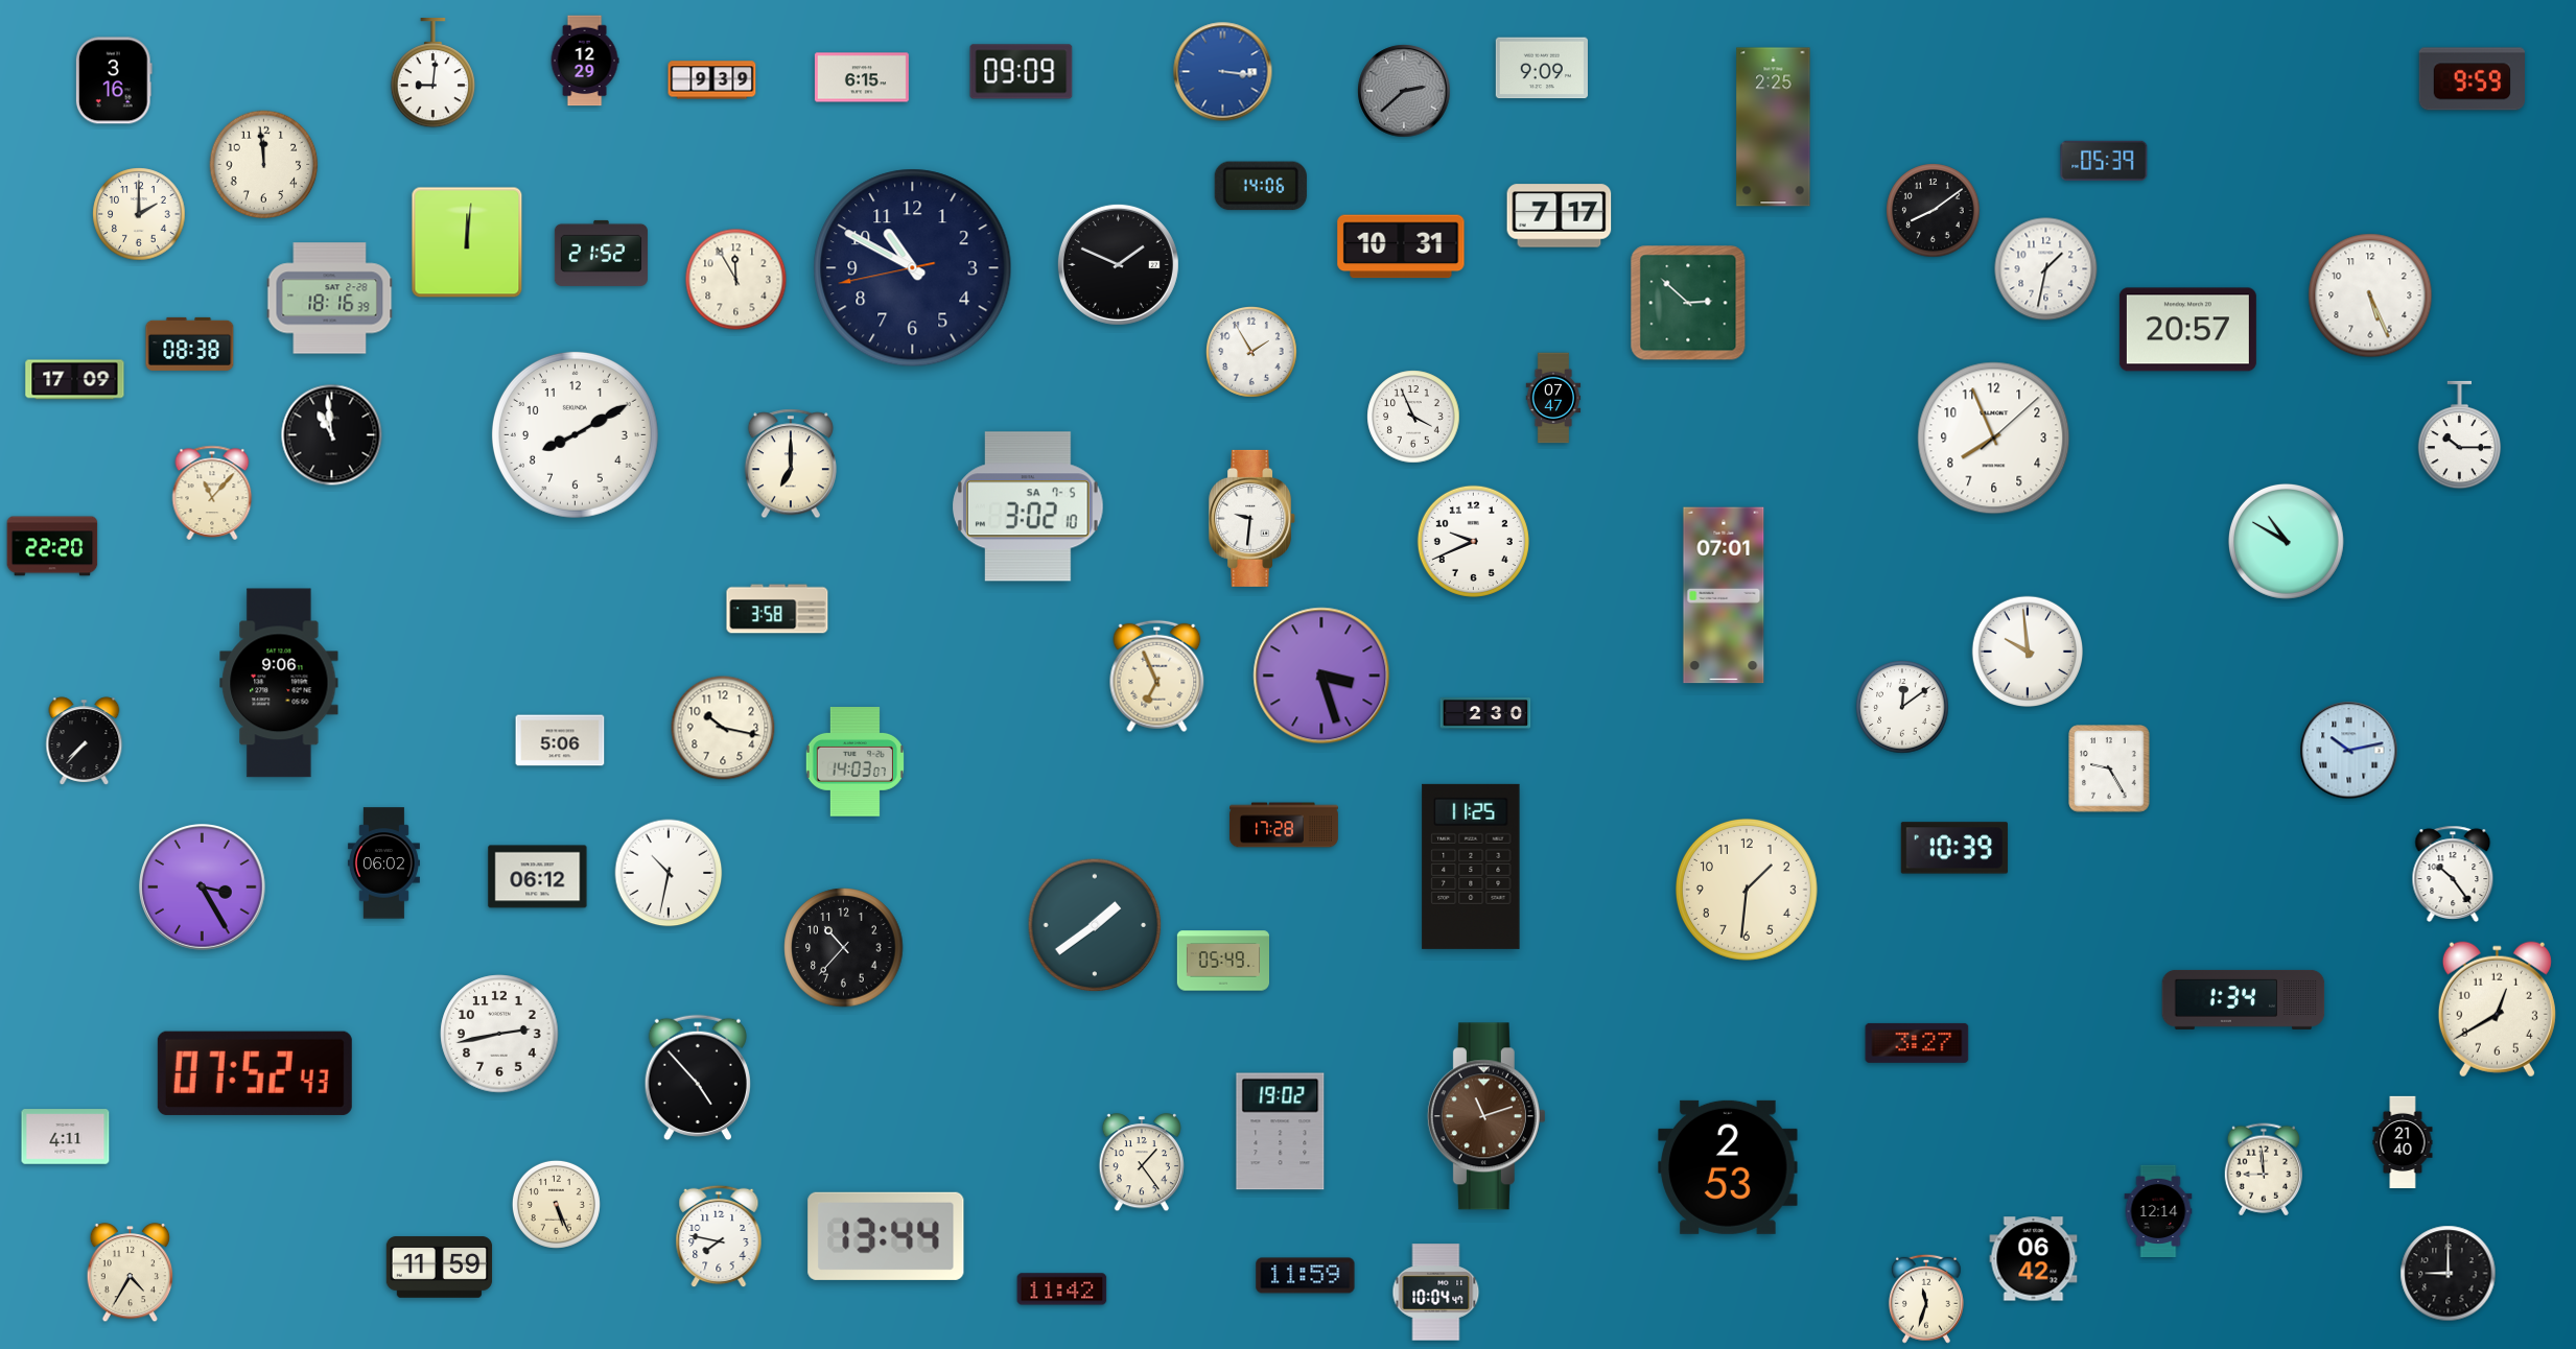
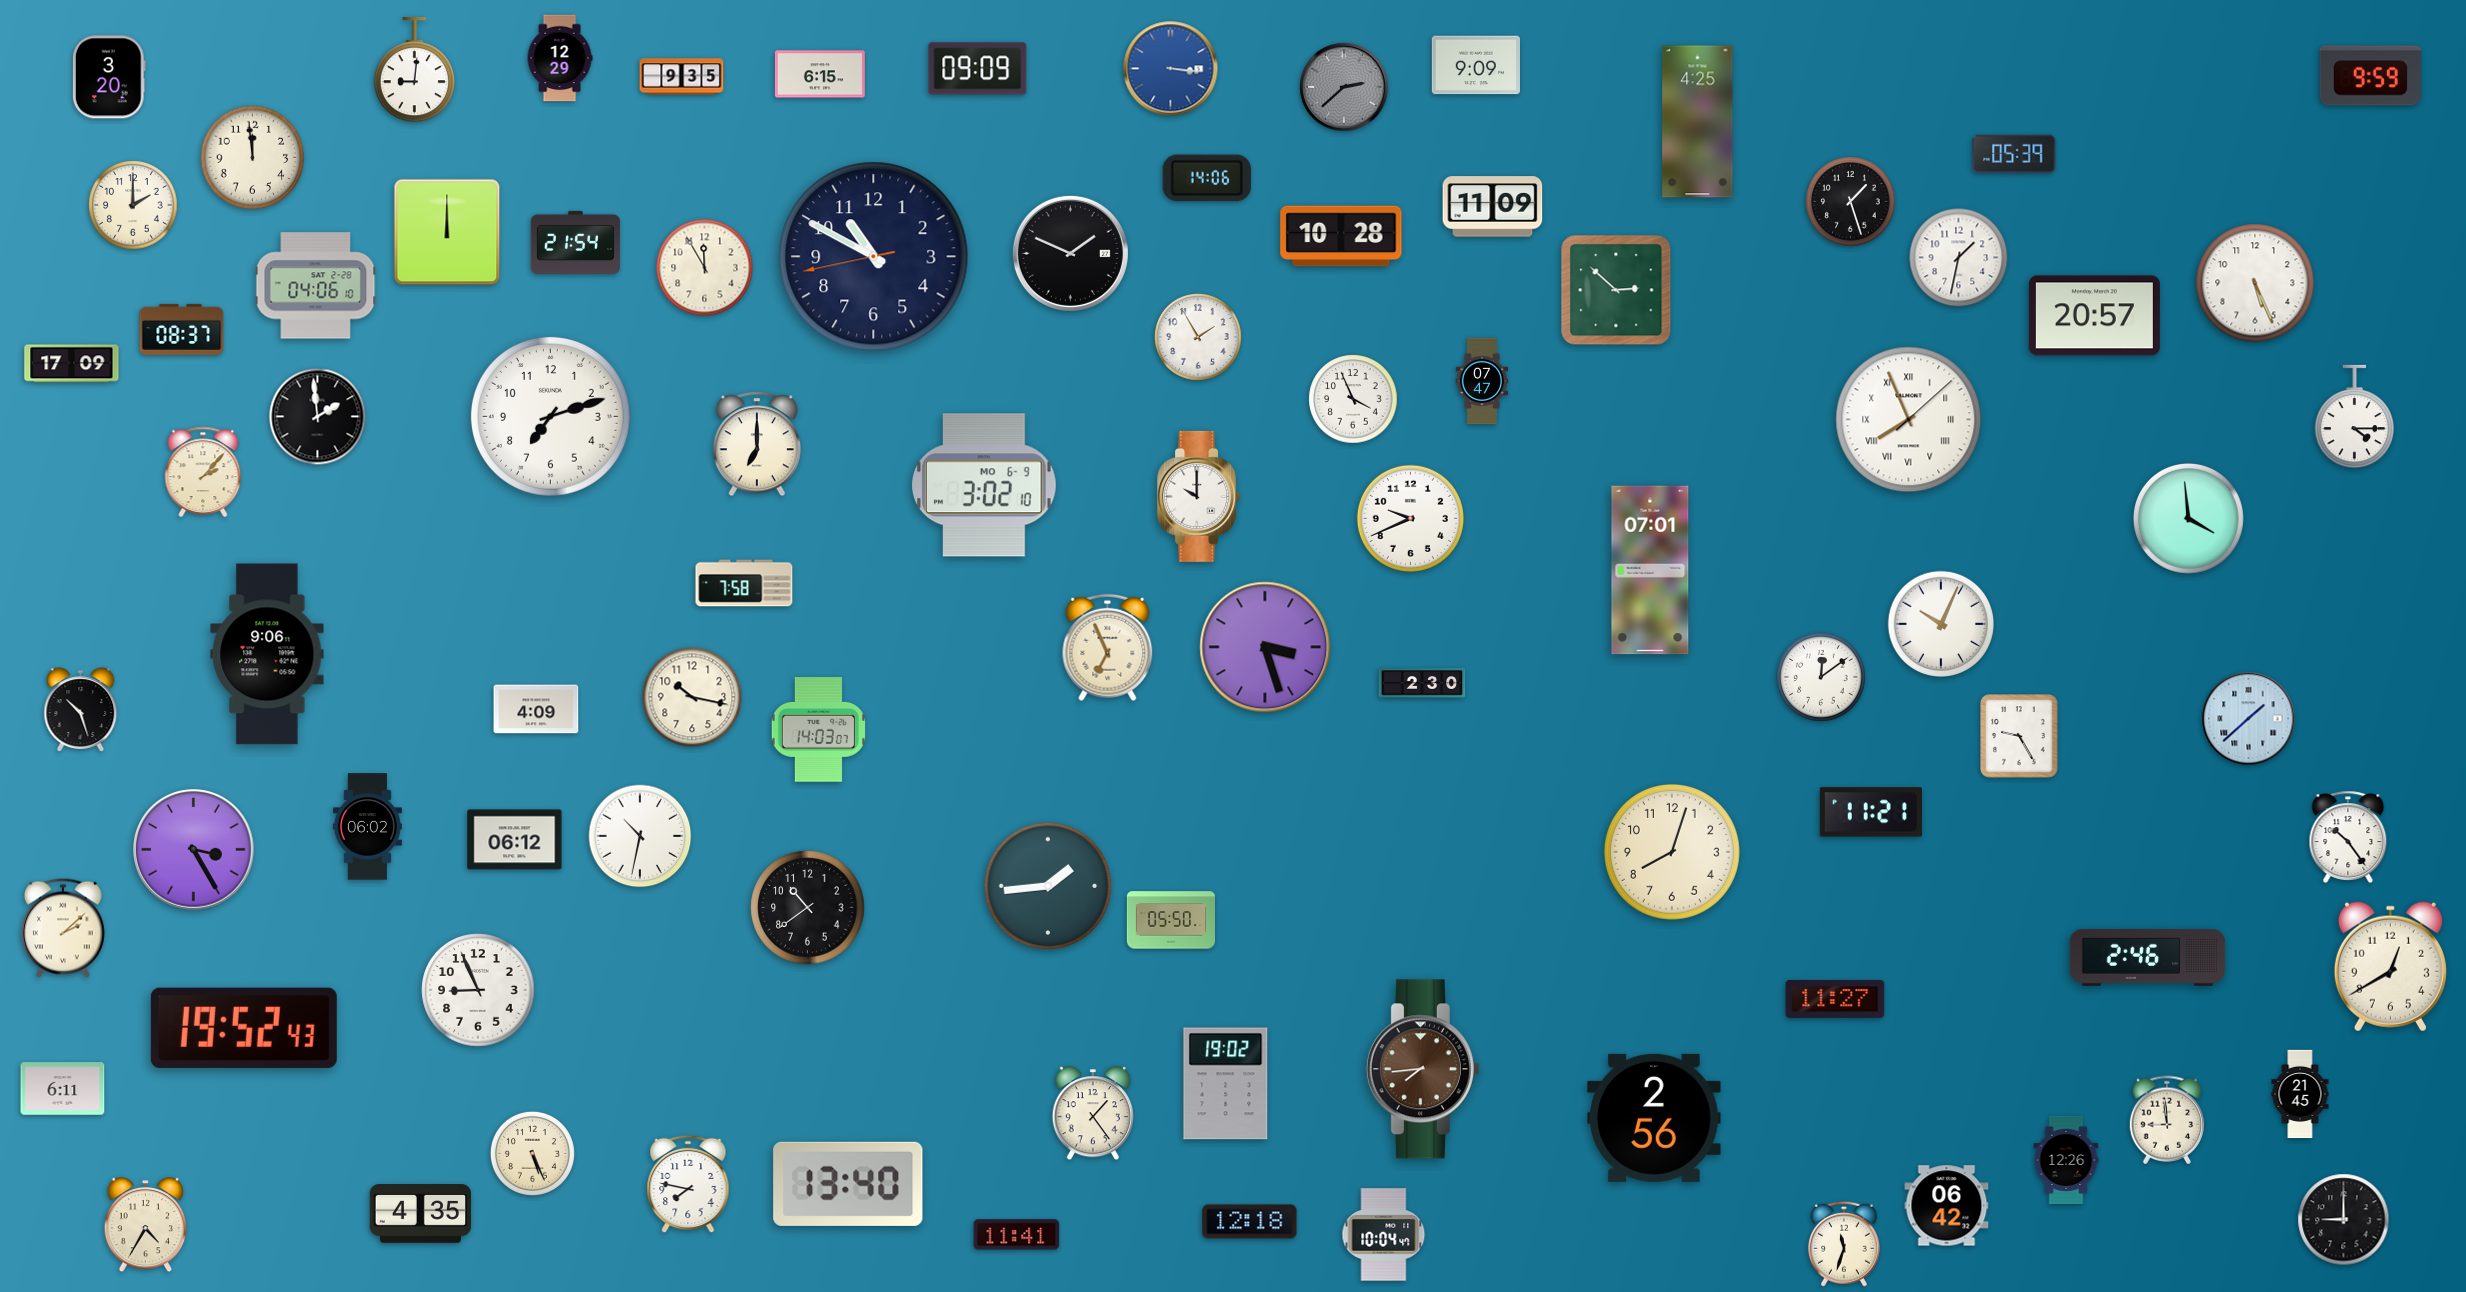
clock at (862, 77) position: (862, 77) -> (820, 74)
clock at (2472, 79) position: (2472, 79) -> (2370, 76)
clock at (114, 80): 3:16 -> 3:20
clock at (712, 80): 9:39 -> 9:35
clock at (1774, 127): 2:25 -> 4:25
clock at (1934, 211): 8:09 -> 1:27
clock at (1560, 216): 7:17 -> 11:09
clock at (467, 242): 12:01 -> 12:00
clock at (1401, 246): 10:31 -> 10:28
clock at (601, 253): 21:52 -> 21:54
clock at (2370, 295) position: (2370, 295) -> (2255, 283)
clock at (330, 299): 18:16 -> 04:06
clock at (190, 344): 08:38 -> 08:37
clock at (1553, 398) position: (1553, 398) -> (1482, 381)
clock at (575, 434): 8:10 -> 7:12
clock at (332, 435): 10:59 -> 1:59
clock at (2460, 435): 10:15 -> 4:15
clock at (1994, 439) numerals: Arabic -> Roman
clock at (212, 493): 11:07 -> 2:07
clock at (1029, 506) date: SA 7-5 -> MO 6-9
clock at (1252, 518): 9:31 -> 10:00
clock at (2286, 541): 10:50 -> 3:59
clock at (52, 546): 22:20 -> none
clock at (777, 609): 3:58 -> 7:58
clock at (2027, 650): 9:59 -> 10:04
clock at (560, 740): 5:06 -> 4:09
clock at (85, 741): 7:37 -> 10:27
clock at (2349, 751): 10:13 -> 1:38
clock at (1285, 825): 17:28 -> none
clock at (1954, 848): 10:39 -> 11:21
clock at (1471, 867): 11:25 -> none
clock at (1747, 890): 1:31 -> 8:03
clock at (1095, 925): 1:39 -> 1:44
clock at (844, 948): 10:37 -> 10:39
clock at (1222, 961): 05:49 -> 05:50
clock at (64, 928): none -> 2:08
clock at (2244, 999): 1:34 -> 2:46
clock at (499, 1034): 2:43 -> 8:56
clock at (1917, 1043): 3:27 -> 11:27
clock at (255, 1073): 07:52 -> 19:52
clock at (698, 1076): 4:53 -> none
clock at (1486, 1116): 11:12 -> 7:44
clock at (66, 1137): 4:11 -> 6:11
clock at (2403, 1142): 21:40 -> 21:45
clock at (1728, 1167): 2:53 -> 2:56
clock at (2158, 1210): 12:14 -> 12:26
clock at (886, 1236): 13:44 -> 13:40
clock at (440, 1268): 11:59 -> 4:35
clock at (131, 1273) position: (131, 1273) -> (146, 1225)
clock at (1306, 1276): 11:59 -> 12:18
clock at (1062, 1289): 11:42 -> 11:41
clock at (1436, 1293) position: (1436, 1293) -> (1384, 1235)
